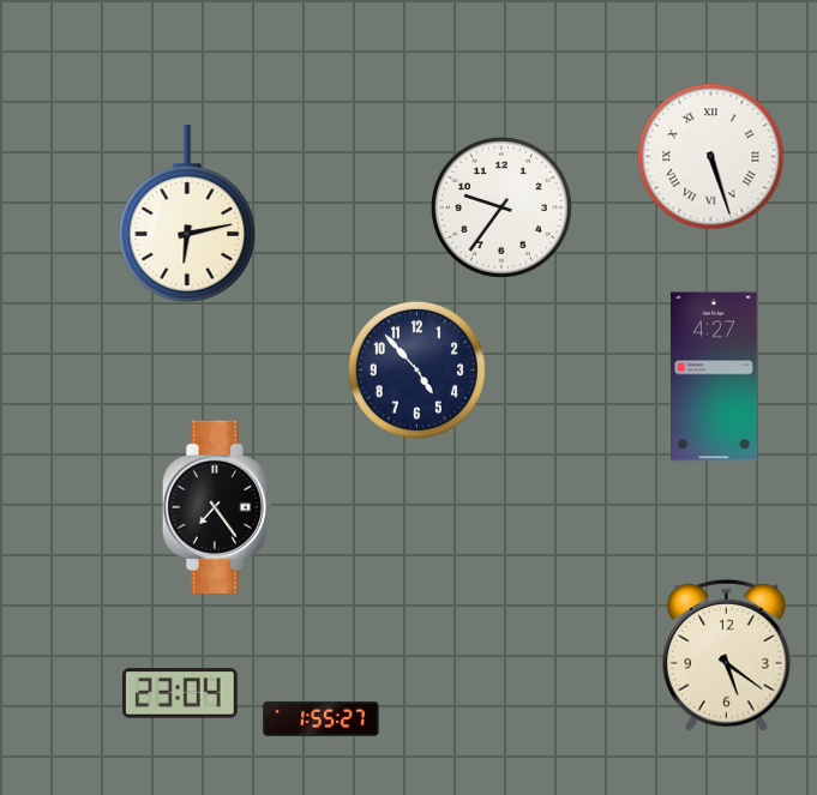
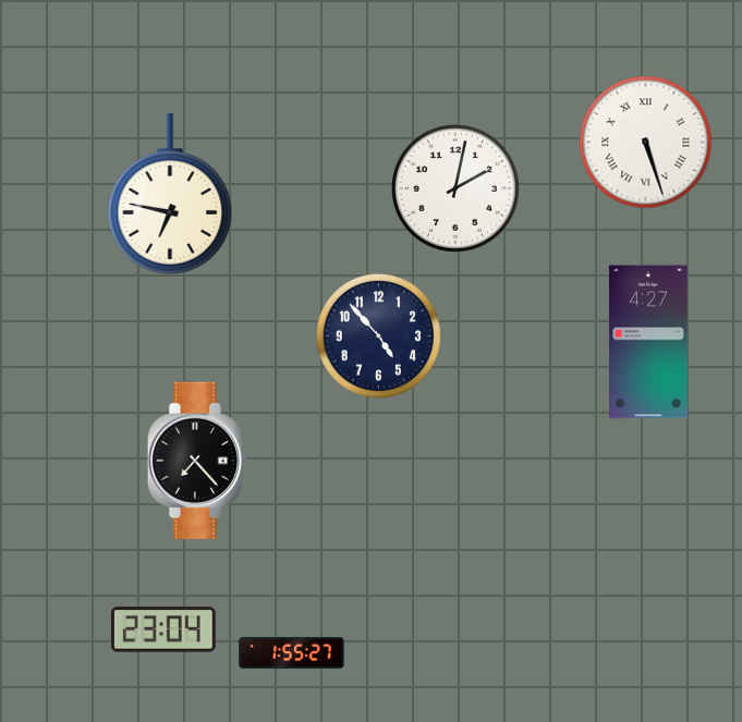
clock at (501, 207): 9:36 -> 2:02
clock at (187, 213): 6:13 -> 6:47
clock at (217, 507): 7:24 -> 7:23
clock at (727, 655): 5:21 -> none
